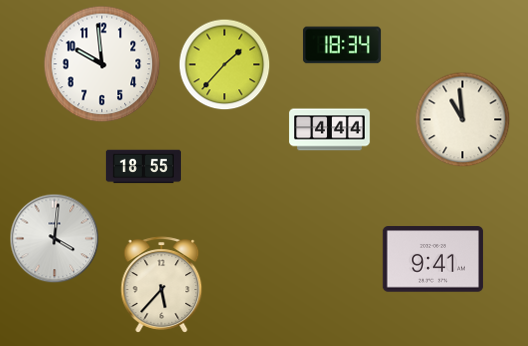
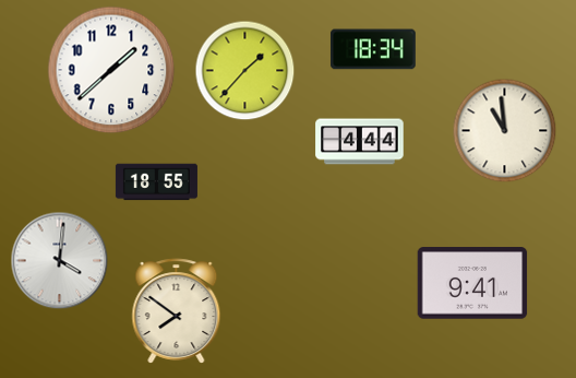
clock at (102, 64): 9:59 -> 1:38
clock at (162, 285): 5:37 -> 7:51
